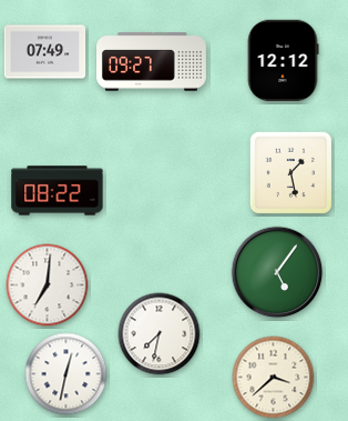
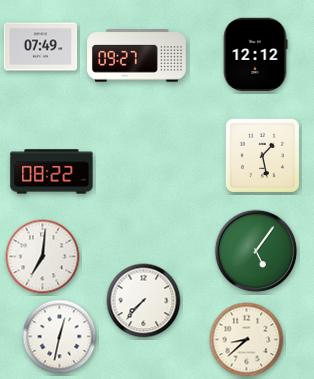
clock at (277, 272) position: (277, 272) -> (256, 251)
clock at (160, 334): 7:32 -> 7:37
clock at (274, 378): 3:38 -> 8:38
